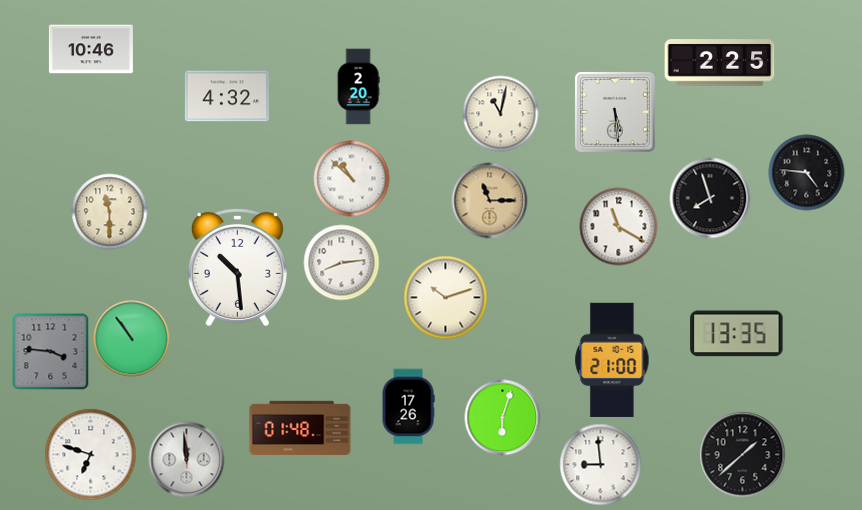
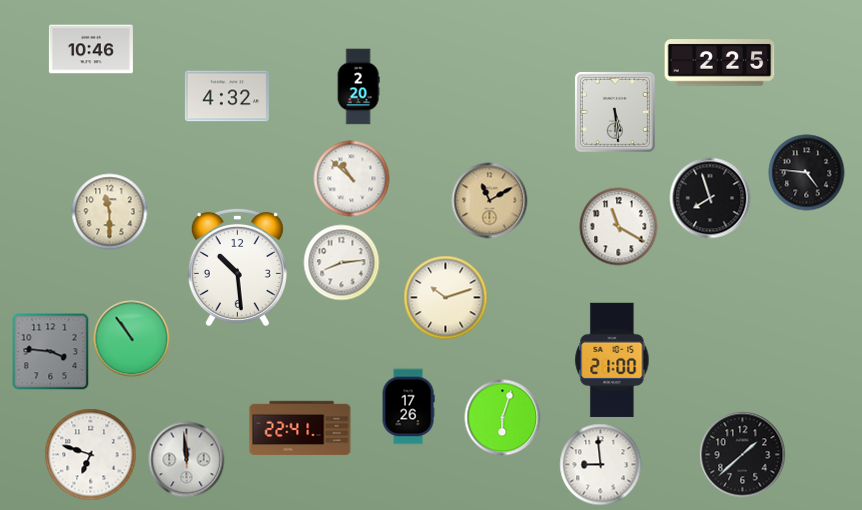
clock at (501, 114): 11:02 -> none
clock at (490, 201): 11:15 -> 11:10
clock at (737, 334): 13:35 -> none
clock at (300, 428): 01:48 -> 22:41
